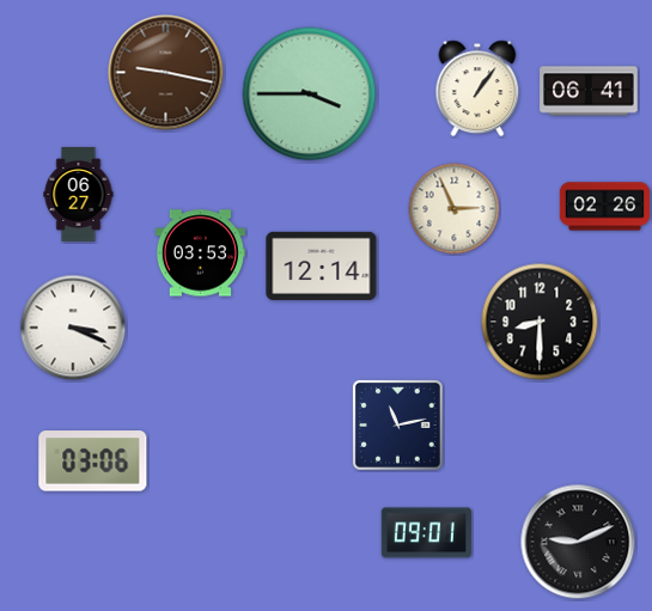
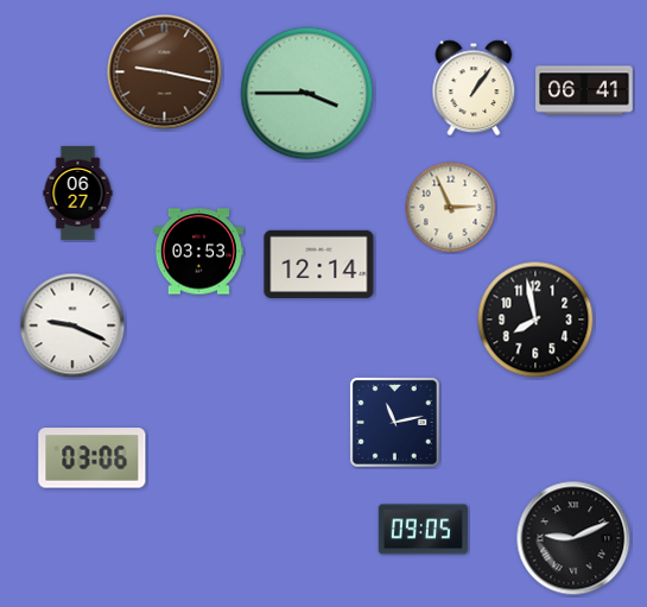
clock at (604, 207): 02:26 -> none
clock at (540, 322): 8:30 -> 7:58
clock at (73, 328): 3:19 -> 9:19
clock at (426, 533): 09:01 -> 09:05
